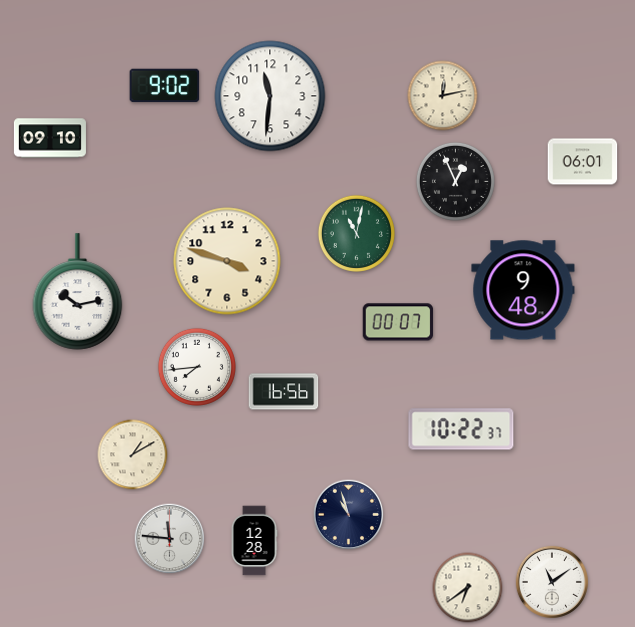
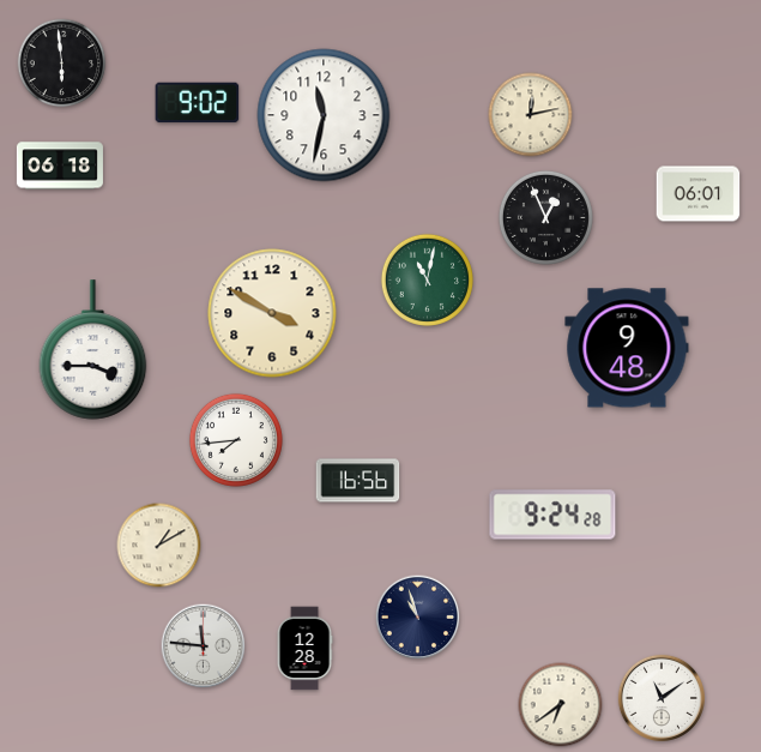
clock at (62, 64): none -> 5:59
clock at (270, 96): 11:31 -> 11:32
clock at (50, 138): 09:10 -> 06:18
clock at (227, 261): 3:48 -> 3:50
clock at (78, 292): 10:13 -> 3:45
clock at (398, 322): 00:07 -> none
clock at (284, 392) position: (284, 392) -> (358, 481)
clock at (461, 429): 10:22 -> 9:24
